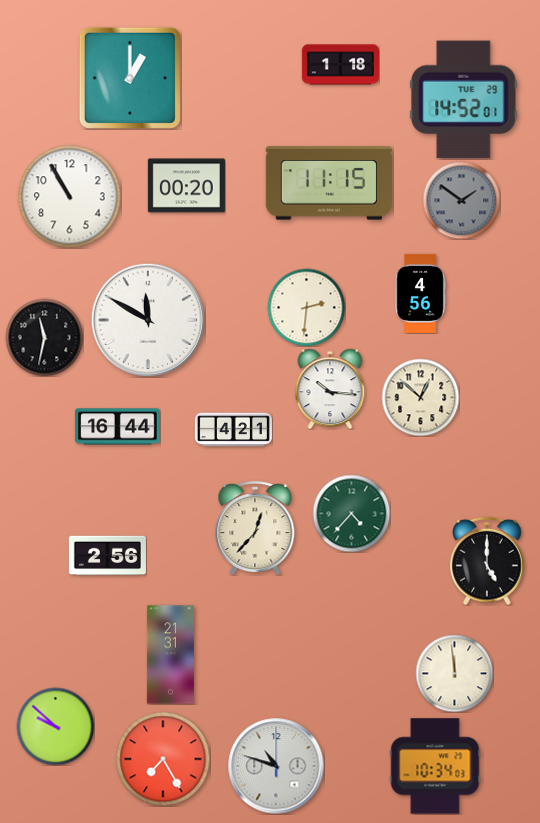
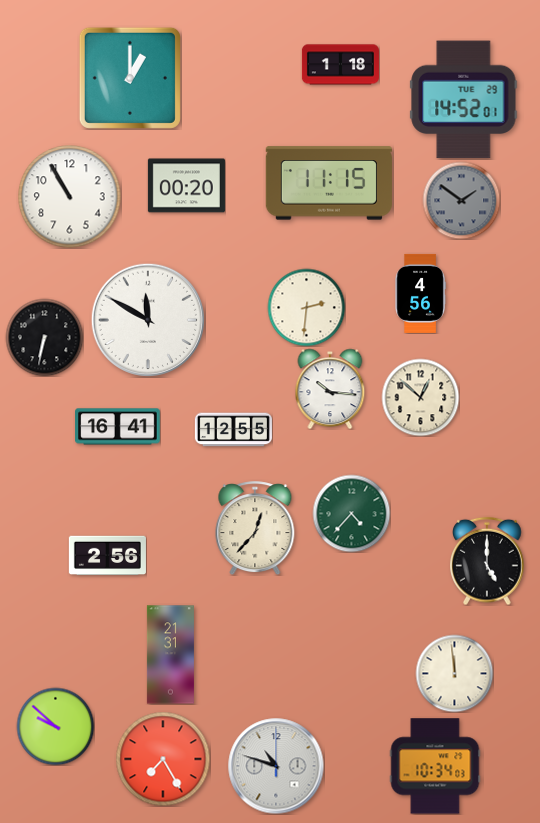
clock at (44, 337): 11:32 -> 6:32
clock at (118, 427): 16:44 -> 16:41
clock at (233, 430): 4:21 -> 12:55
